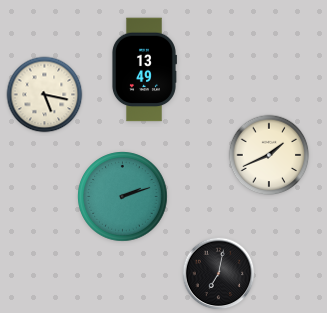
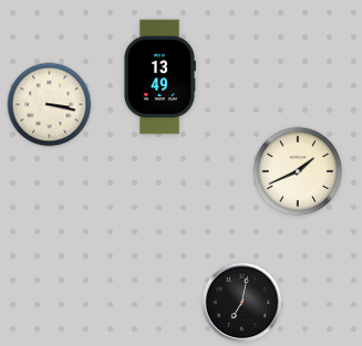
clock at (45, 95): 5:17 -> 3:17
clock at (123, 197): 2:12 -> none
